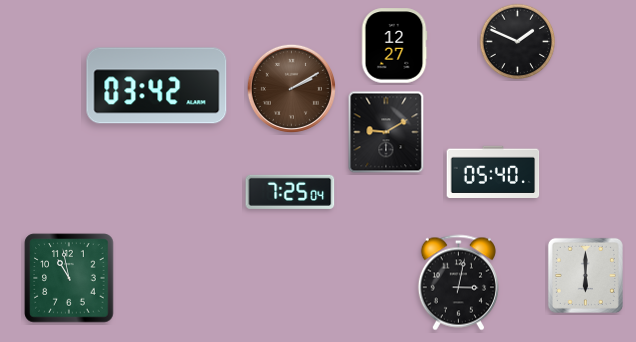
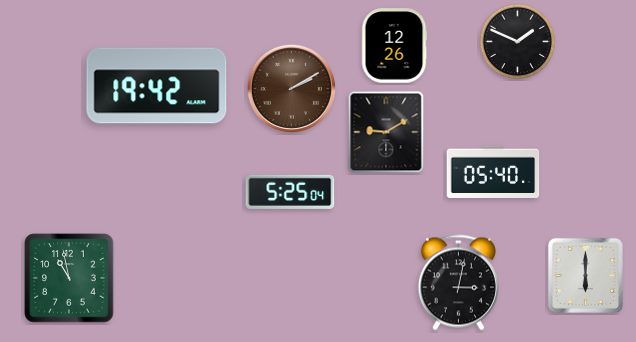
clock at (394, 46): 12:27 -> 12:26
clock at (157, 86): 03:42 -> 19:42
clock at (290, 192): 7:25 -> 5:25
